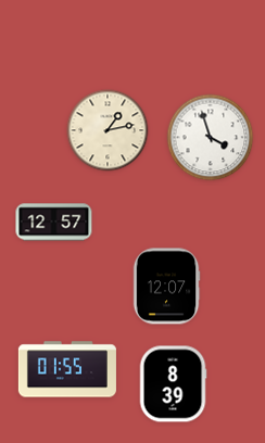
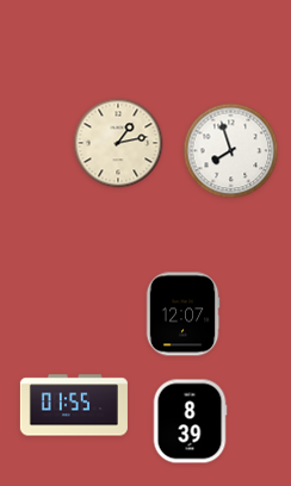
clock at (211, 138): 3:57 -> 7:57
clock at (54, 223): 12:57 -> none
